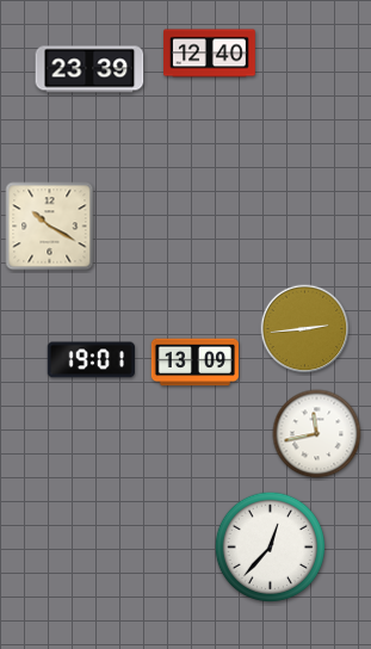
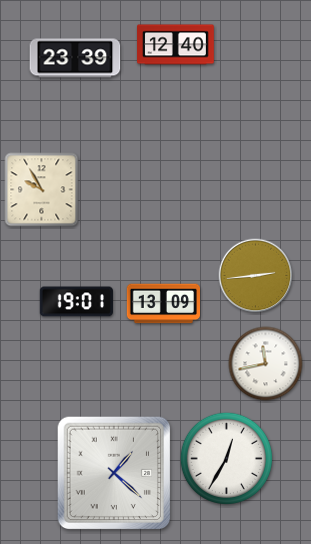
clock at (50, 227): 10:20 -> 9:55
clock at (270, 546): 12:37 -> 12:35
clock at (113, 472): none -> 1:22
